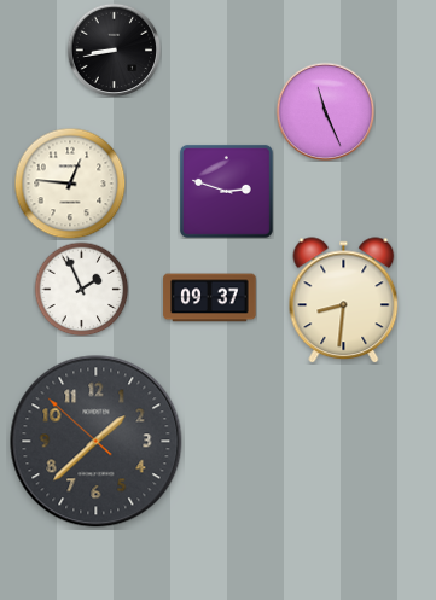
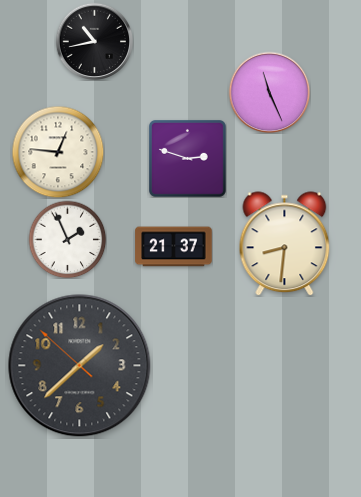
clock at (114, 49): 8:43 -> 10:43
clock at (210, 298): 09:37 -> 21:37
clock at (344, 301) position: (344, 301) -> (285, 244)
